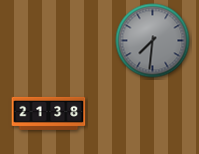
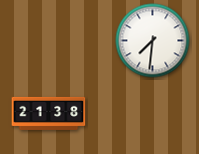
clock at (153, 41) dial: grey -> white
